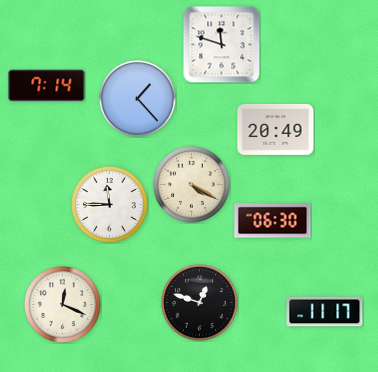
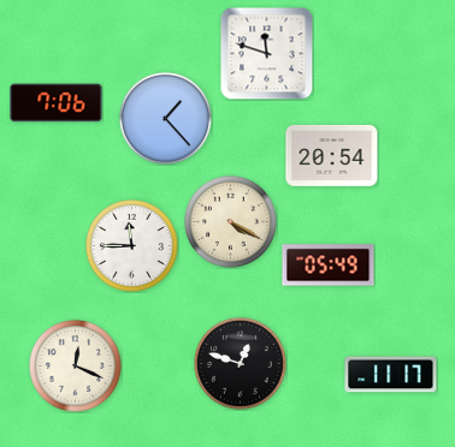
clock at (47, 86): 7:14 -> 7:06
clock at (276, 130): 20:49 -> 20:54
clock at (273, 221): 06:30 -> 05:49
